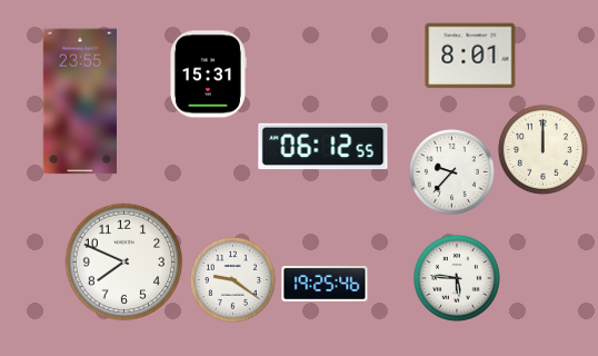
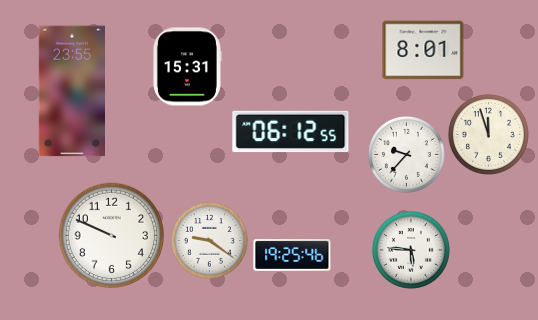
clock at (542, 149): 12:00 -> 11:57
clock at (124, 263): 7:49 -> 9:49
clock at (232, 279) position: (232, 279) -> (209, 240)
